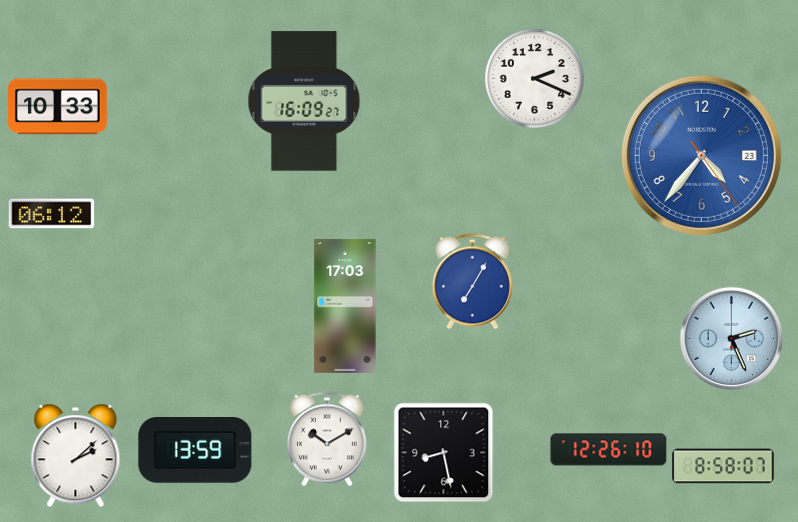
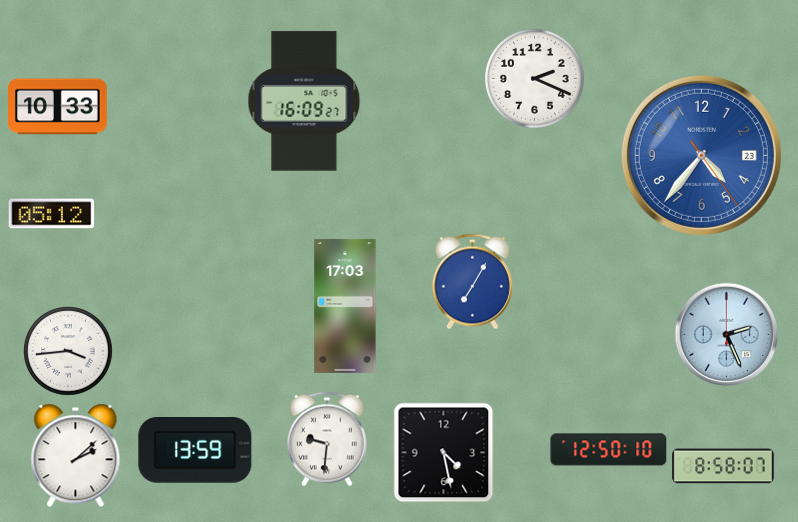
clock at (52, 214): 06:12 -> 05:12
clock at (731, 338) position: (731, 338) -> (726, 334)
clock at (69, 352): none -> 3:44
clock at (327, 439): 10:10 -> 9:31
clock at (609, 450): 12:26 -> 12:50
clock at (444, 453): 8:28 -> 4:28
